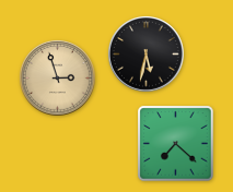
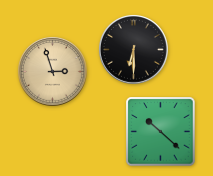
clock at (145, 53): 5:32 -> 6:30
clock at (176, 144): 7:22 -> 10:22
